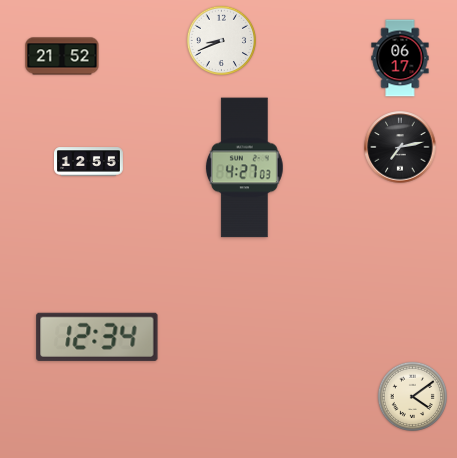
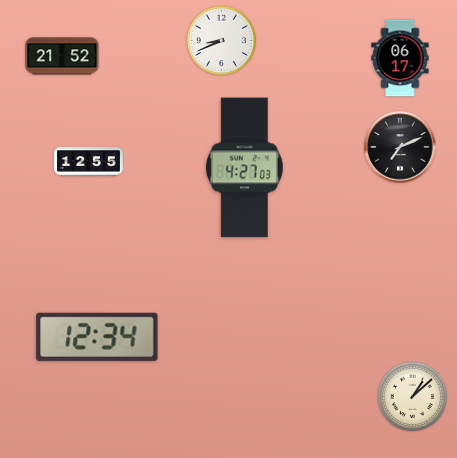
clock at (400, 147): 7:13 -> 7:11
clock at (412, 397): 4:09 -> 1:08
